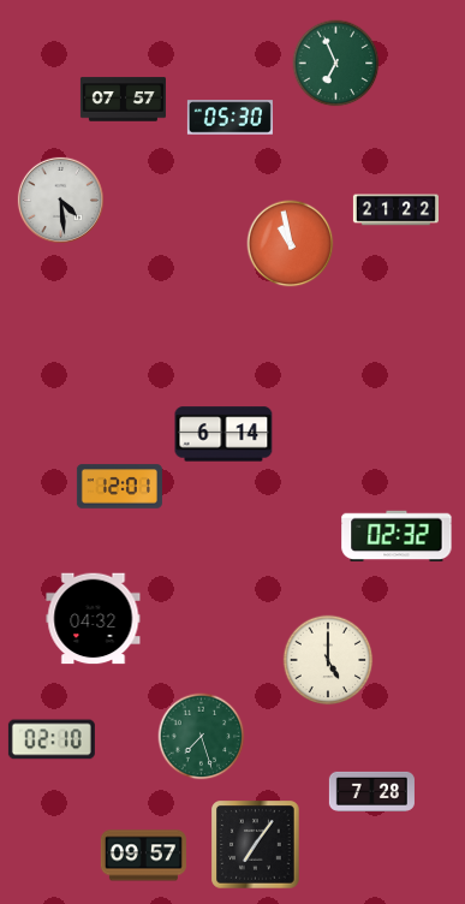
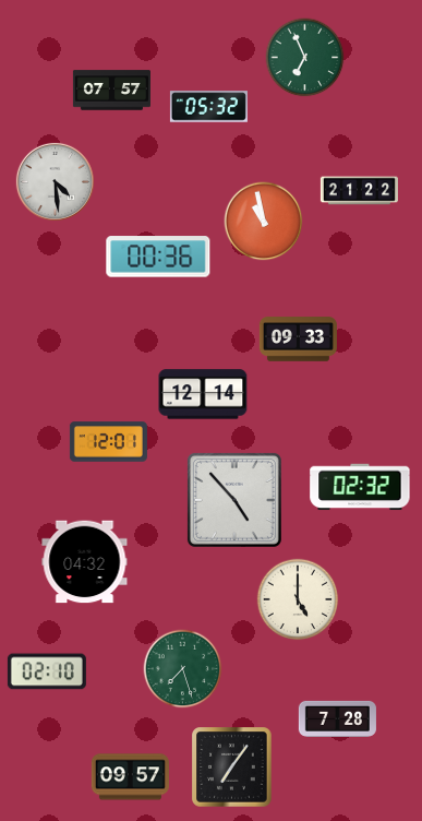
clock at (229, 118): 05:30 -> 05:32
clock at (158, 257): none -> 00:36
clock at (298, 340): none -> 09:33
clock at (223, 434): 6:14 -> 12:14
clock at (234, 500): none -> 4:53
